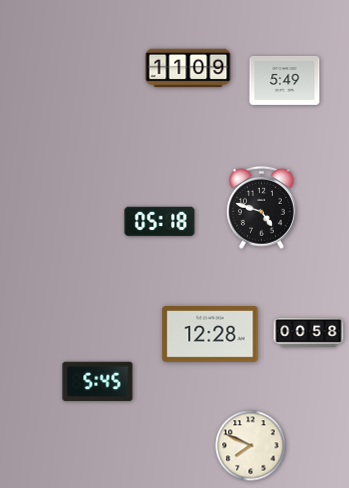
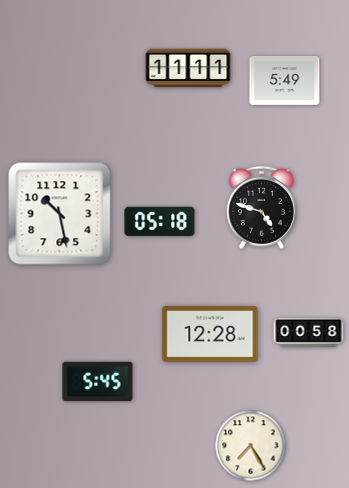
clock at (188, 68): 11:09 -> 11:11
clock at (60, 214): none -> 10:28
clock at (251, 446): 7:49 -> 7:25
